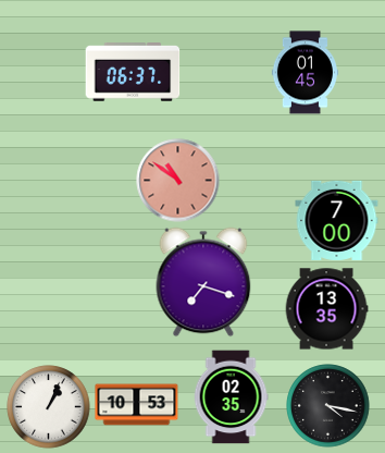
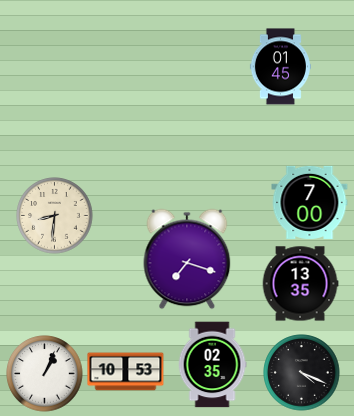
clock at (133, 73): 06:37 -> none
clock at (178, 181): 10:51 -> none
clock at (55, 216): none -> 8:31
clock at (328, 406): 4:17 -> 4:19
